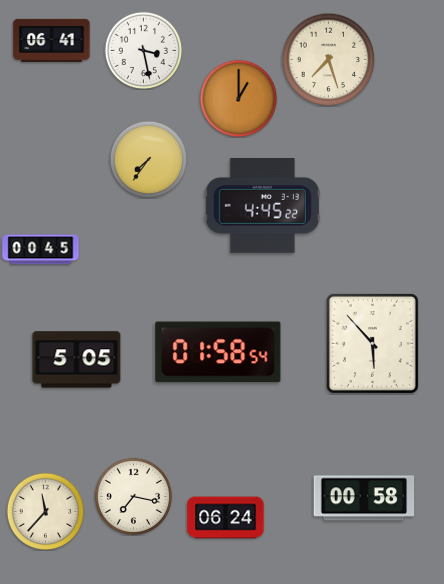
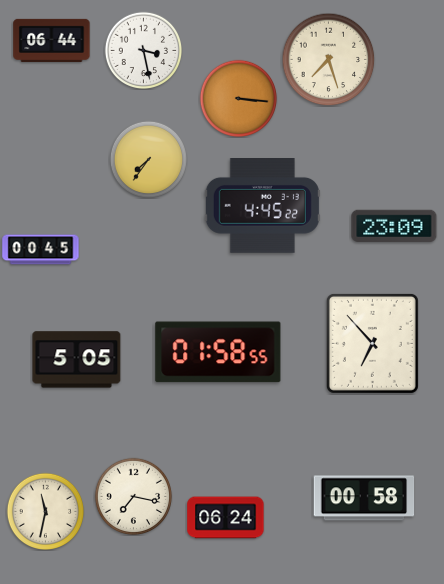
clock at (52, 40): 06:41 -> 06:44
clock at (238, 98): 1:00 -> 3:16
clock at (394, 225): none -> 23:09
clock at (372, 343): 5:53 -> 6:53
clock at (218, 352): 01:58:54 -> 01:58:55
clock at (45, 511): 11:37 -> 11:32
